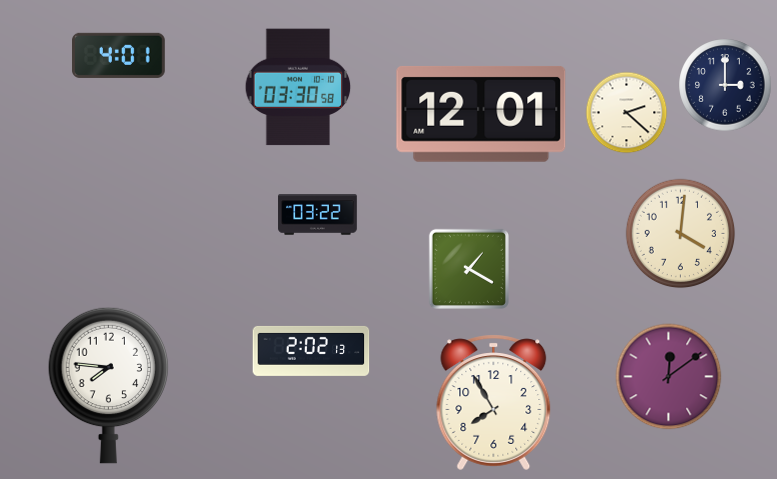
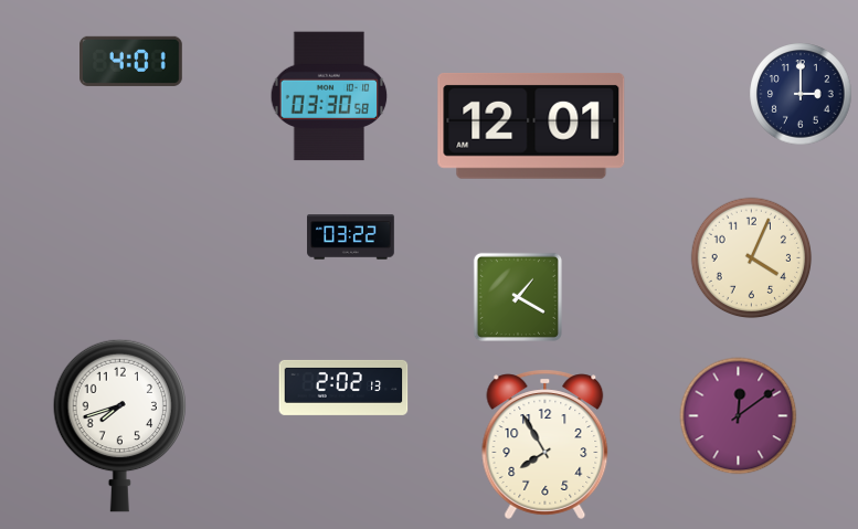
clock at (627, 113): 2:22 -> none
clock at (681, 234): 4:01 -> 4:04
clock at (109, 385): 7:46 -> 7:42
